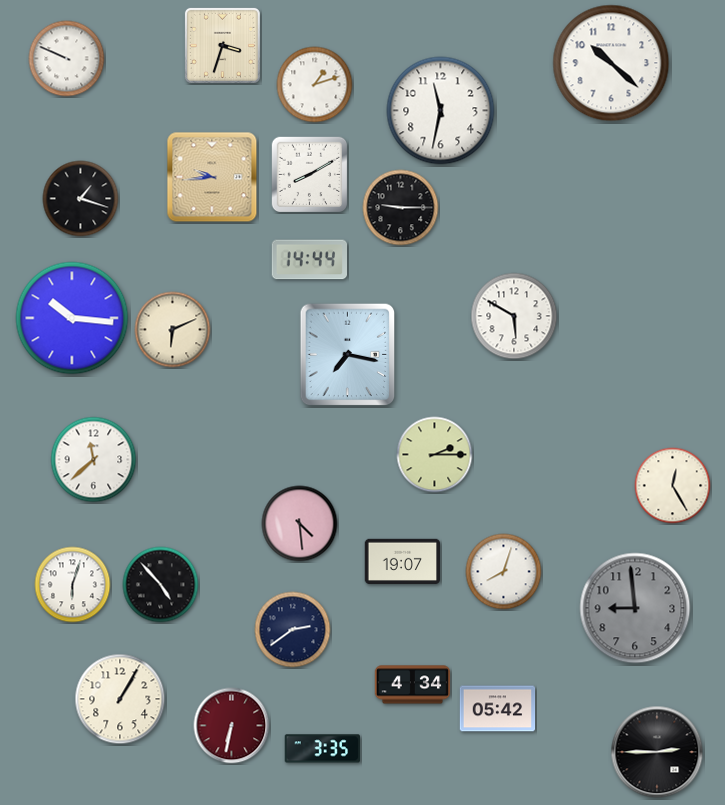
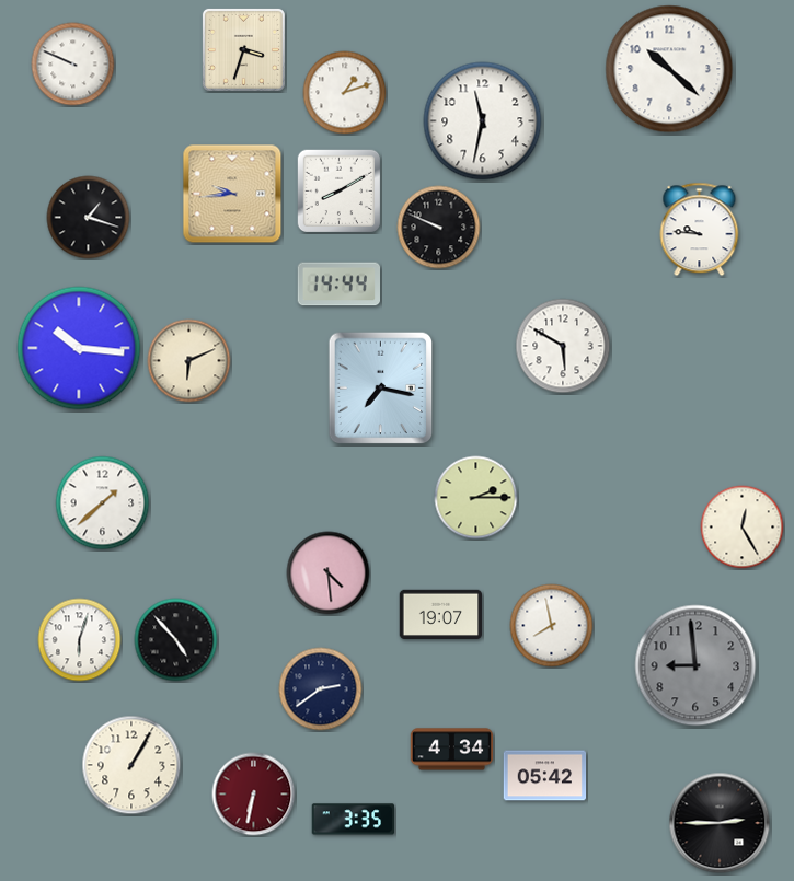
clock at (401, 208): 9:15 -> 9:49
clock at (700, 230): none -> 9:46
clock at (94, 460): 11:38 -> 1:38
clock at (673, 486) position: (673, 486) -> (743, 528)
clock at (504, 572): 8:03 -> 7:58
